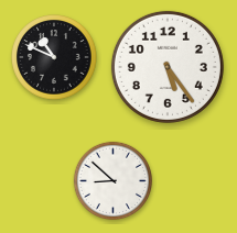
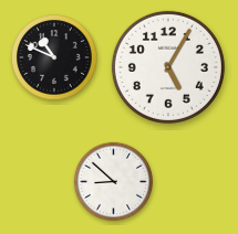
clock at (168, 67): 5:24 -> 5:05
